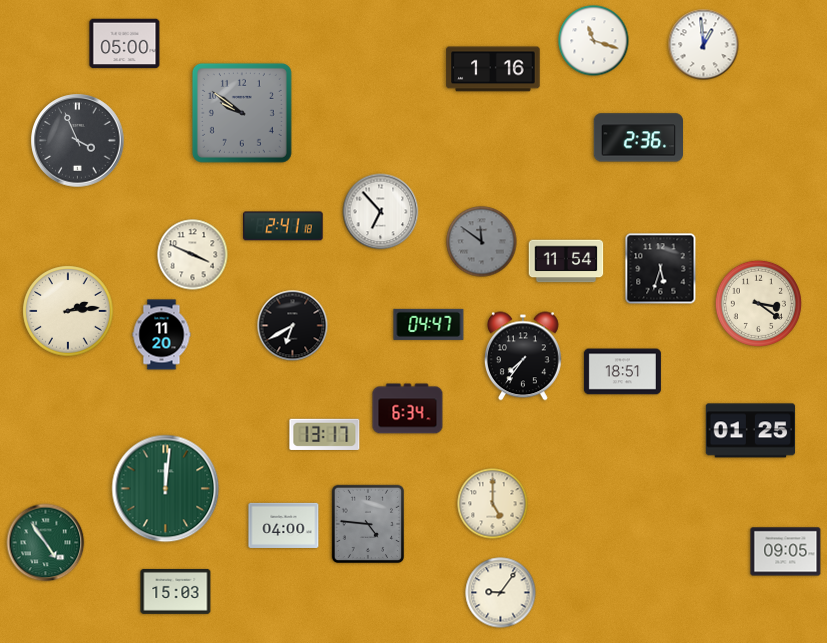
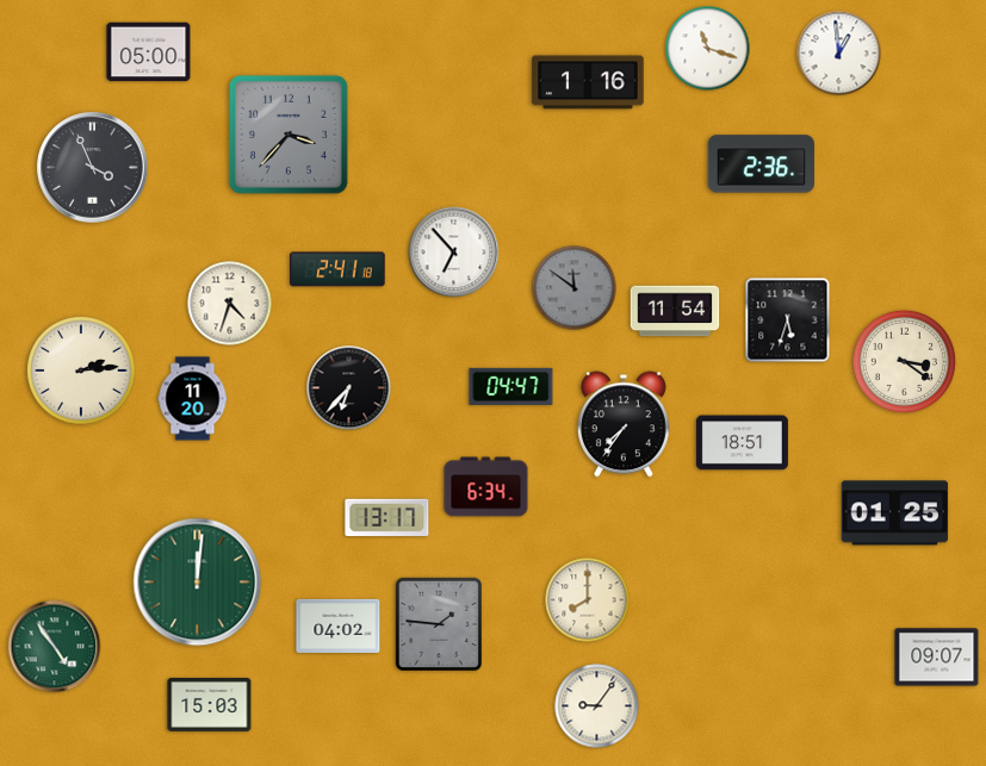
clock at (242, 113): 9:51 -> 3:37
clock at (193, 255): 3:49 -> 4:33
clock at (293, 326): 6:40 -> 6:37
clock at (493, 504): 5:00 -> 8:00
clock at (368, 524): 4:46 -> 1:46
clock at (284, 525): 04:00 -> 04:02
clock at (786, 552): 09:05 -> 09:07
